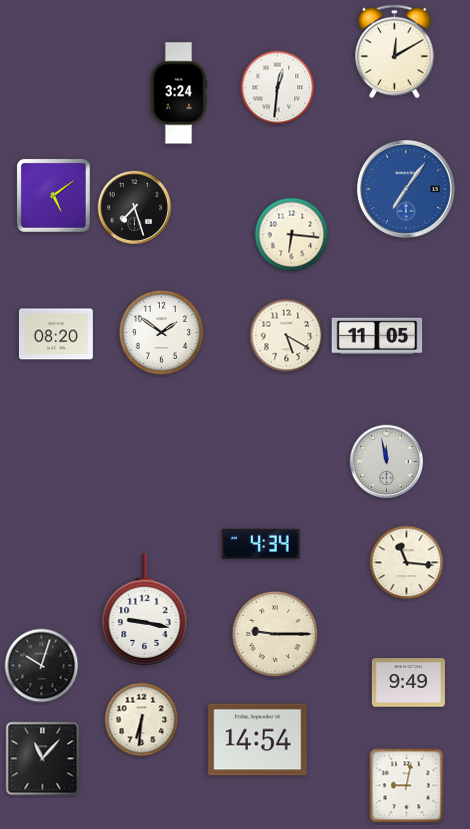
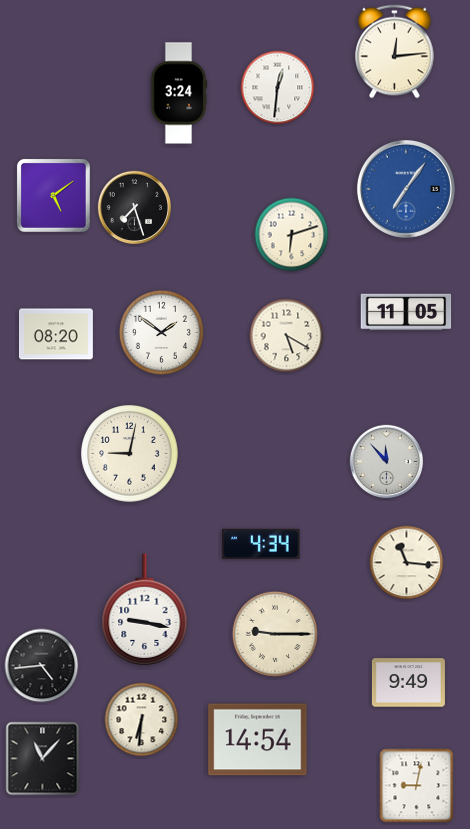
clock at (395, 52): 12:10 -> 12:14
clock at (292, 235): 6:16 -> 6:12
clock at (377, 336) position: (377, 336) -> (406, 312)
clock at (130, 454): none -> 9:02
clock at (386, 461): 11:58 -> 11:53
clock at (42, 666): 10:03 -> 4:44
clock at (407, 786) position: (407, 786) -> (417, 786)
